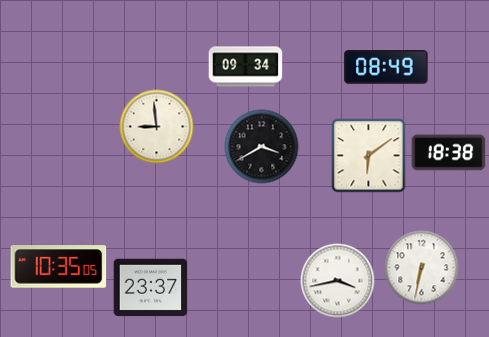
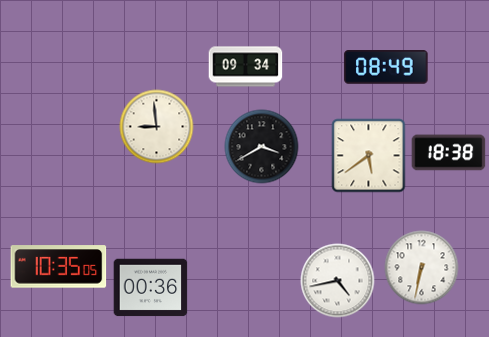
clock at (369, 156): 6:09 -> 5:39
clock at (338, 281): 3:43 -> 4:43
clock at (151, 288): 23:37 -> 00:36
